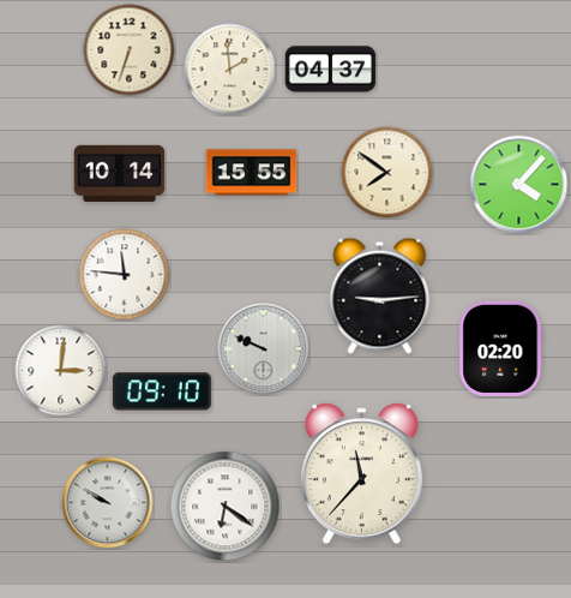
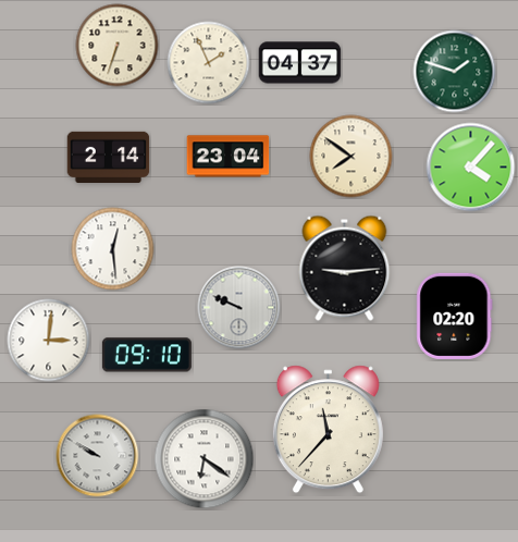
clock at (230, 70): 1:59 -> 1:56
clock at (455, 72): none -> 1:48
clock at (120, 173): 10:14 -> 2:14
clock at (252, 173): 15:55 -> 23:04
clock at (125, 275): 11:46 -> 12:29
clock at (264, 349) position: (264, 349) -> (239, 308)
clock at (61, 371) position: (61, 371) -> (49, 341)
